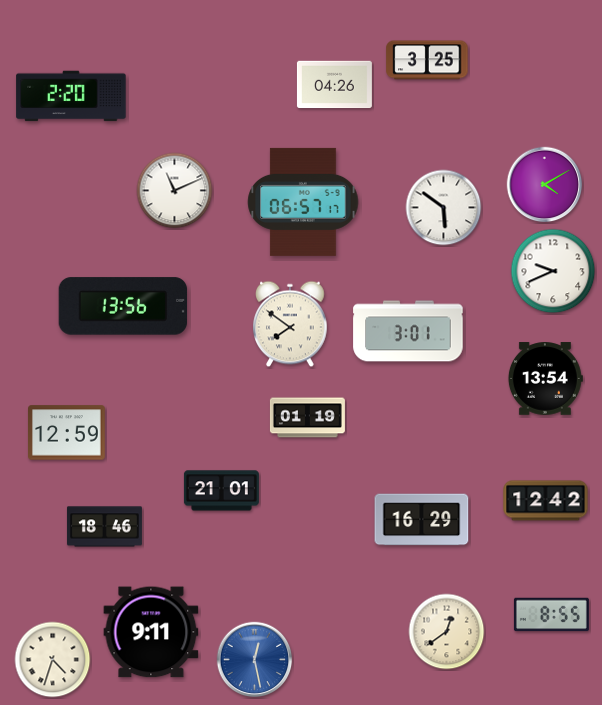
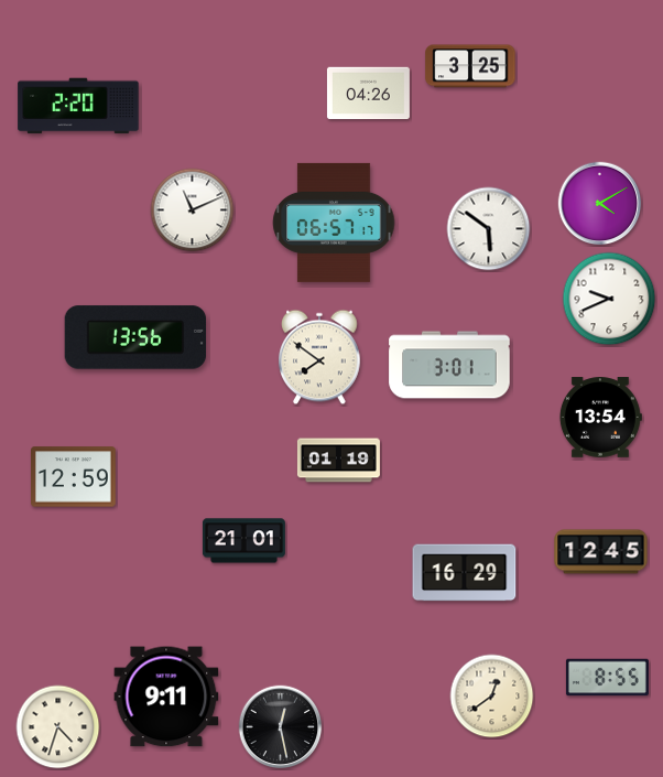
clock at (546, 501): 12:42 -> 12:45
clock at (104, 527): 18:46 -> none
clock at (255, 660) dial: blue -> black
